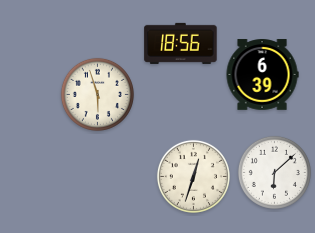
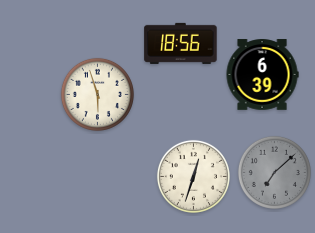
clock at (274, 172): 6:08 -> 7:08
clock at (274, 172) dial: white -> grey
